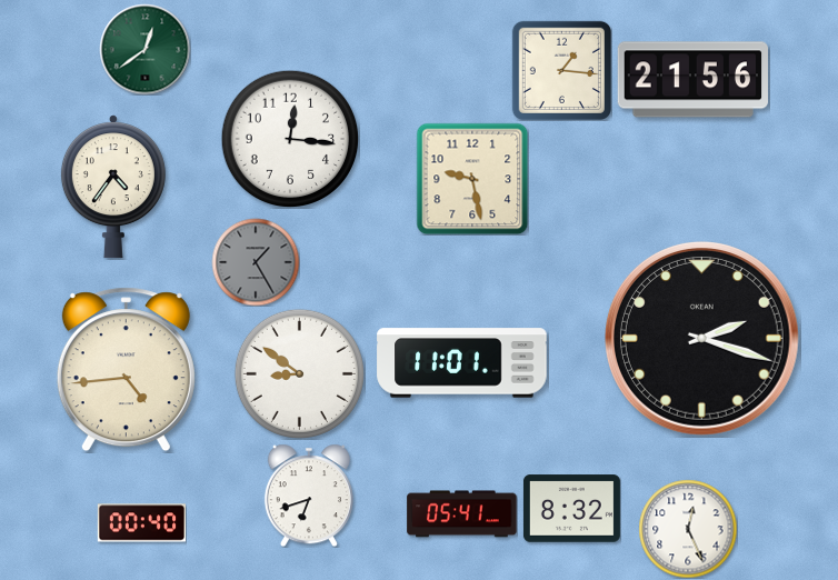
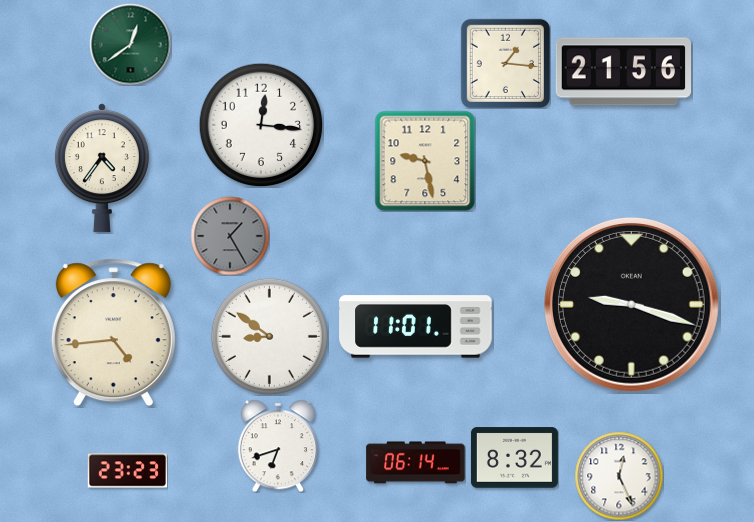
clock at (702, 339): 2:18 -> 9:18
clock at (462, 514): 05:41 -> 06:14
clock at (141, 523): 00:40 -> 23:23
